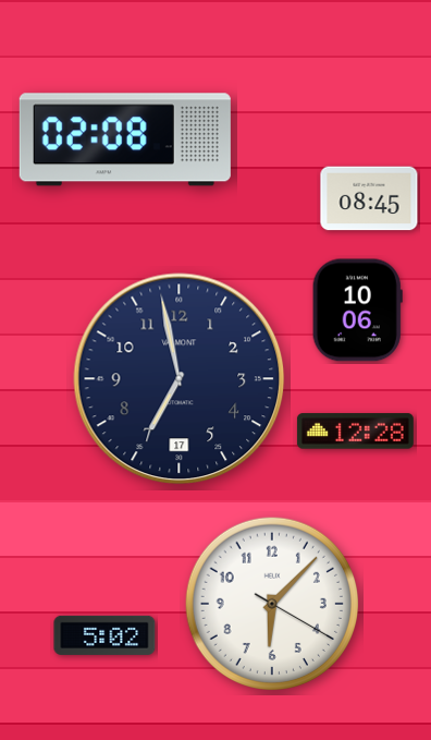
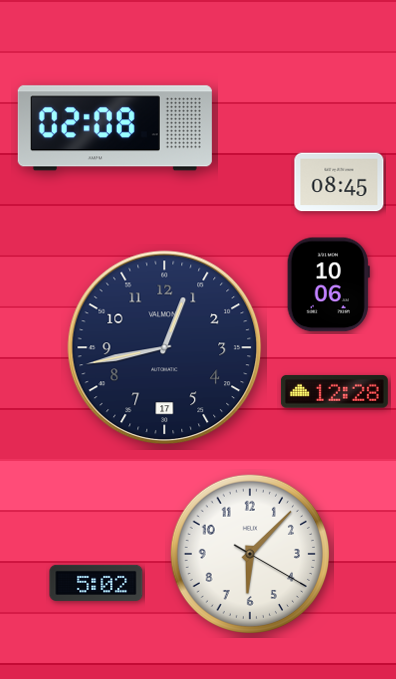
clock at (180, 379): 6:58 -> 12:43
clock at (355, 432) position: (355, 432) -> (334, 392)
